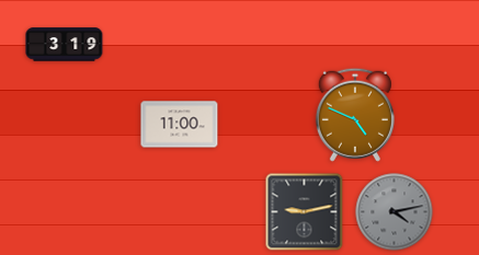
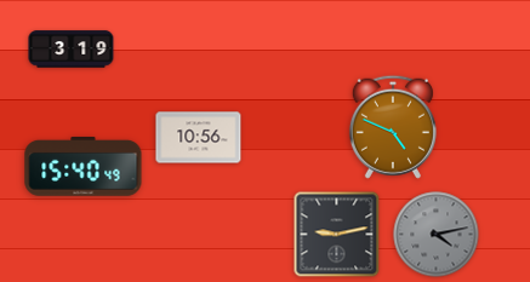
clock at (180, 125): 11:00 -> 10:56
clock at (84, 166): none -> 15:40
